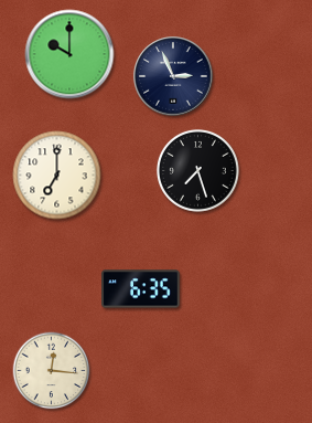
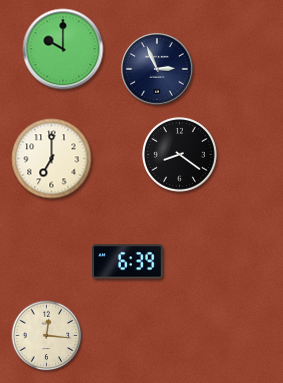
clock at (197, 170): 7:27 -> 8:21
clock at (141, 289): 6:35 -> 6:39
